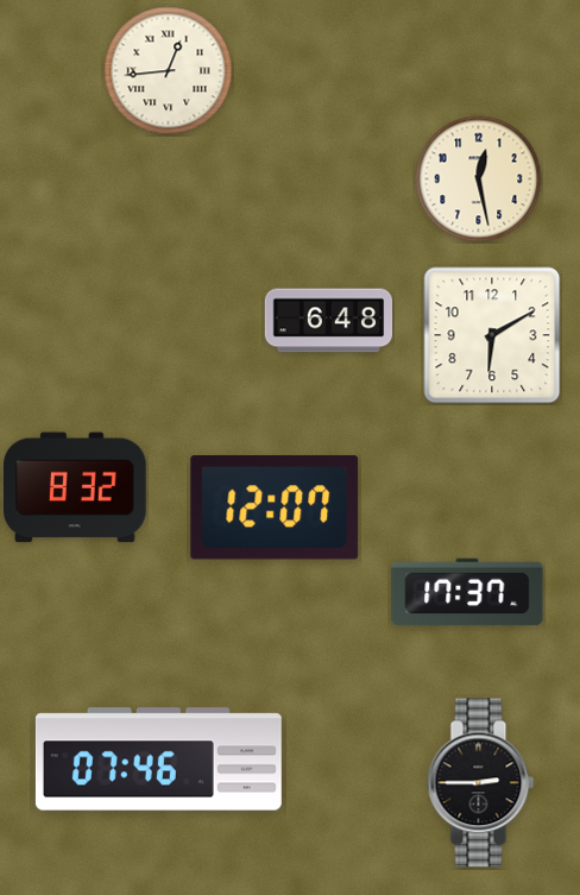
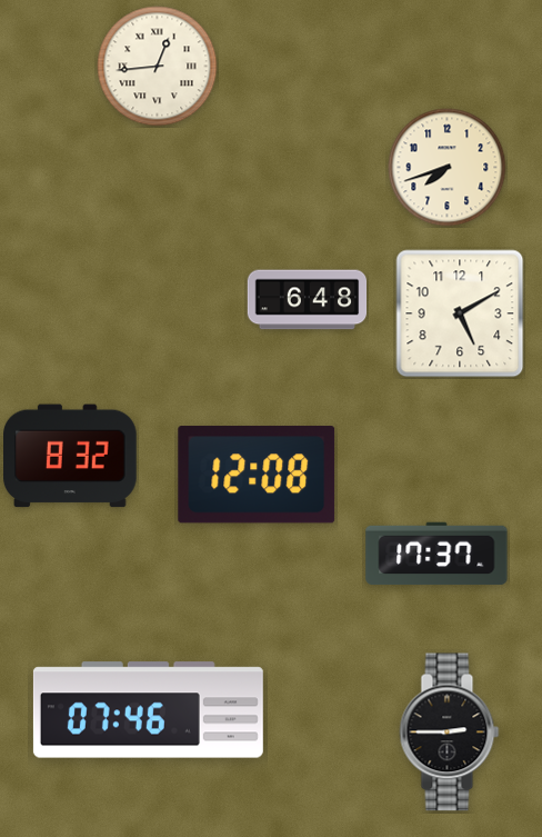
clock at (479, 179): 12:28 -> 7:42
clock at (492, 335): 6:10 -> 5:10
clock at (275, 508): 12:07 -> 12:08
